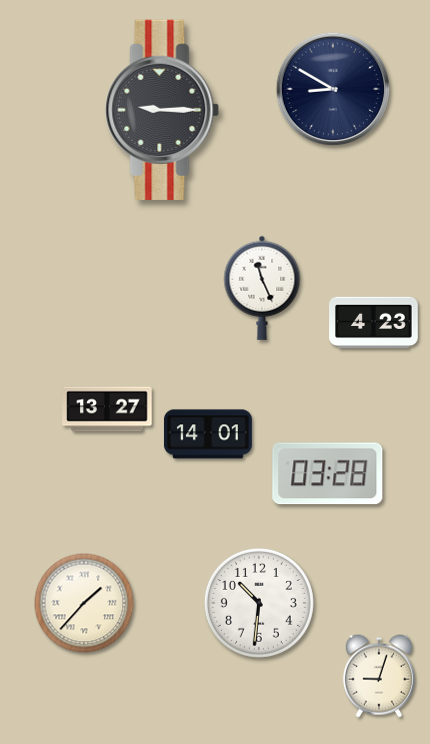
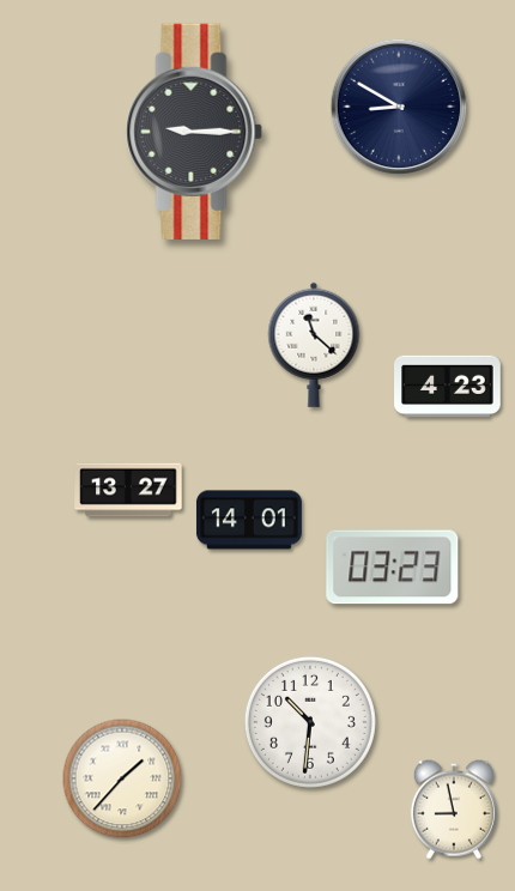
clock at (262, 288): 11:26 -> 11:22
clock at (328, 474): 03:28 -> 03:23
clock at (84, 603) position: (84, 603) -> (122, 778)
clock at (379, 676): 9:03 -> 8:58
